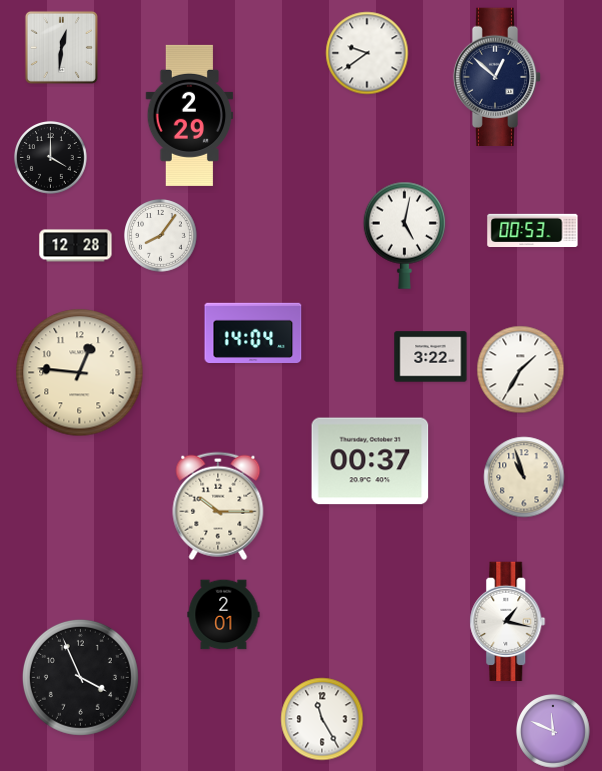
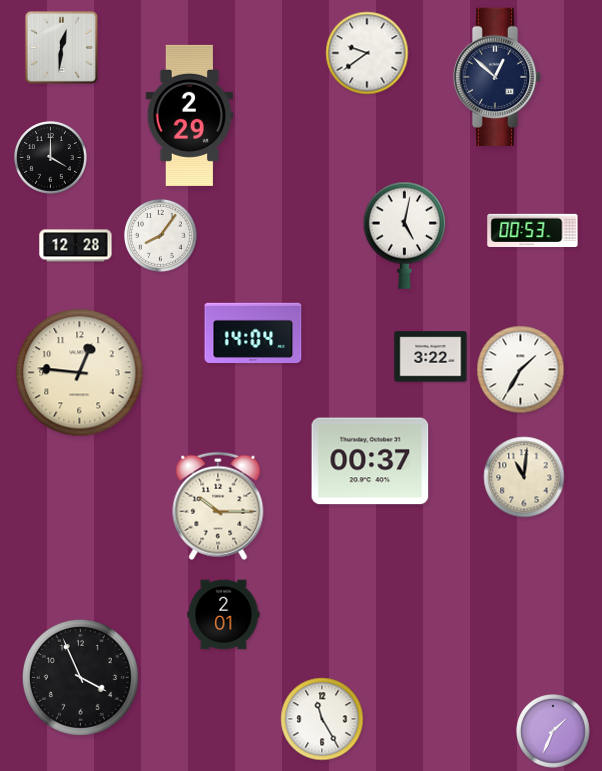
clock at (524, 477): 10:57 -> 11:01
clock at (508, 622): 1:17 -> none
clock at (553, 731): 11:49 -> 1:34
